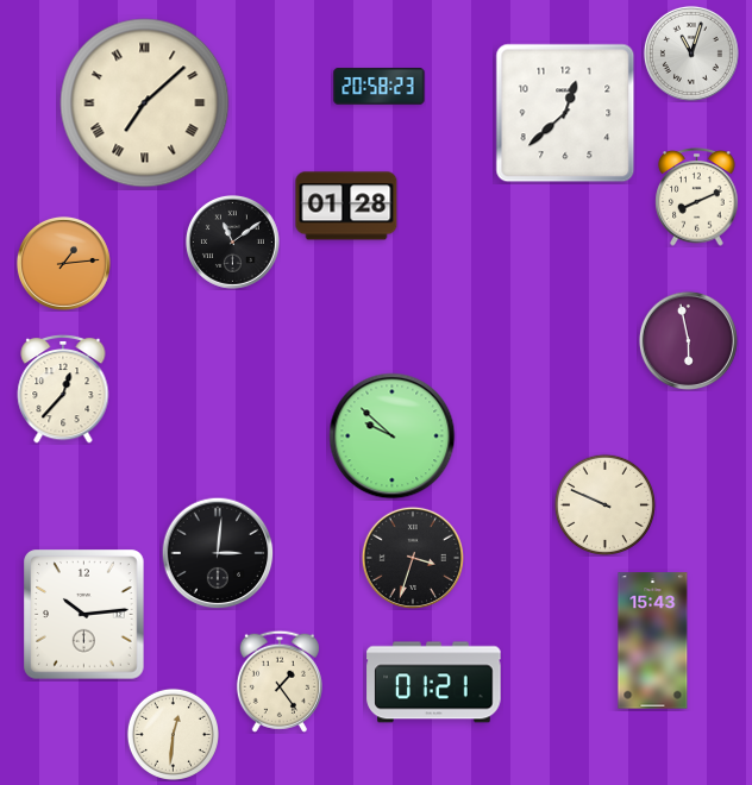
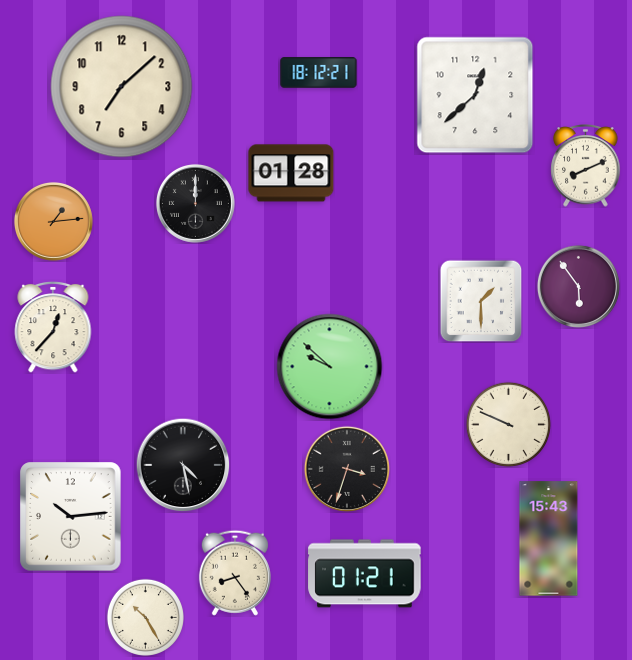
clock at (691, 54): 11:03 -> none
clock at (380, 87): 20:58 -> 18:12
clock at (145, 103) numerals: Roman -> Arabic
clock at (232, 241): 11:09 -> 12:00
clock at (688, 340): 5:58 -> 5:54
clock at (481, 301): none -> 1:30
clock at (218, 553): 3:01 -> 4:28
clock at (280, 682): 1:24 -> 8:24
clock at (173, 734): 12:31 -> 10:25
